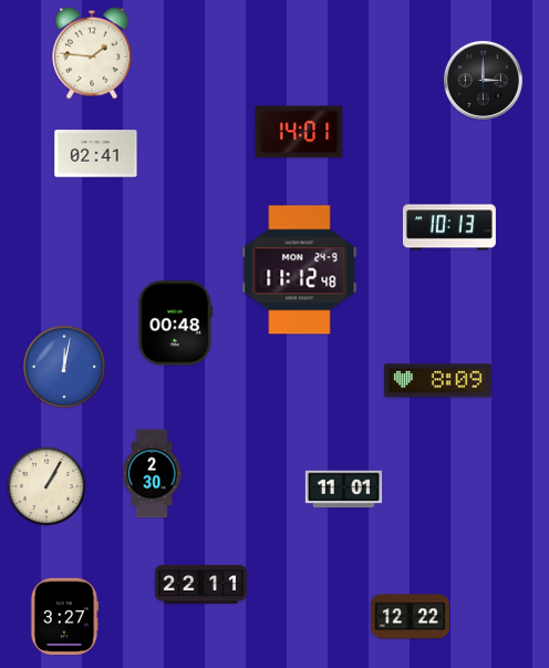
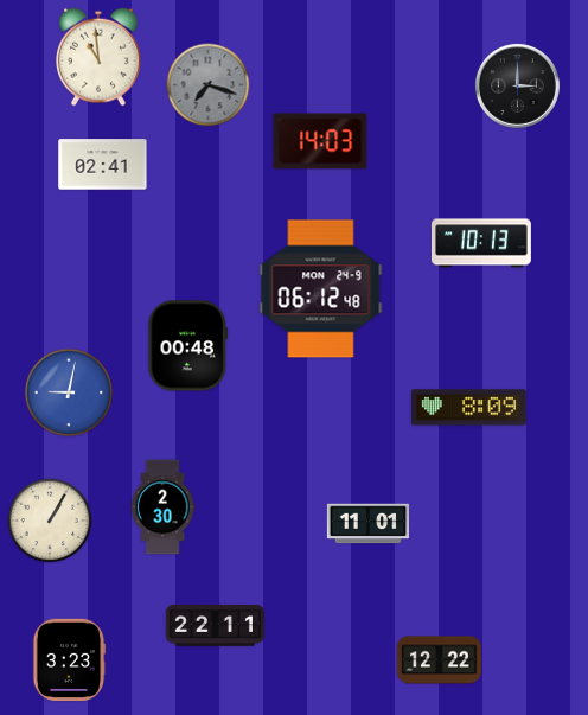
clock at (92, 53): 1:46 -> 10:59
clock at (209, 85): none -> 7:18
clock at (299, 132): 14:01 -> 14:03
clock at (300, 270): 11:12 -> 06:12
clock at (64, 367): 12:02 -> 9:02
clock at (64, 616): 3:27 -> 3:23
